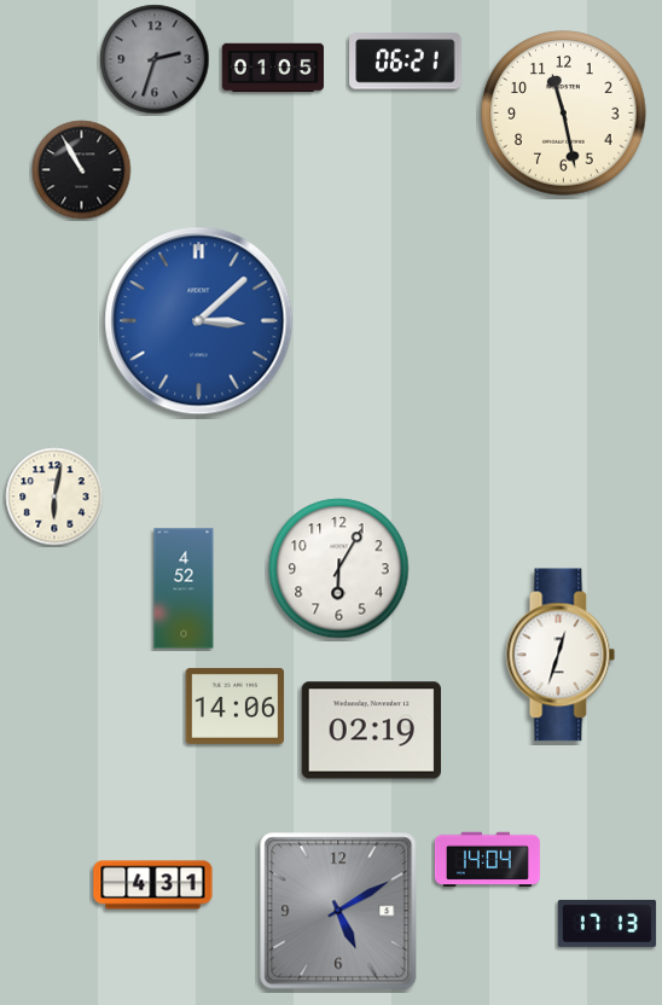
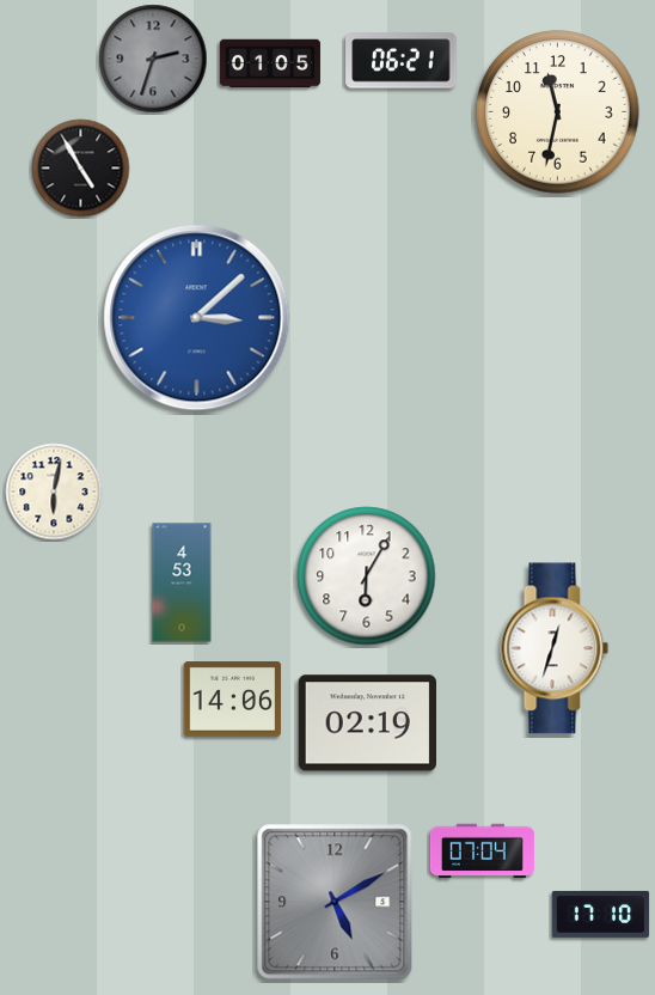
clock at (273, 68) position: (273, 68) -> (270, 63)
clock at (564, 114): 11:28 -> 11:32
clock at (82, 170): 10:55 -> 4:55
clock at (339, 569) position: (339, 569) -> (367, 576)
clock at (184, 588): 4:52 -> 4:53
clock at (487, 860): 14:04 -> 07:04
clock at (153, 885): 4:31 -> none
clock at (608, 923): 17:13 -> 17:10
